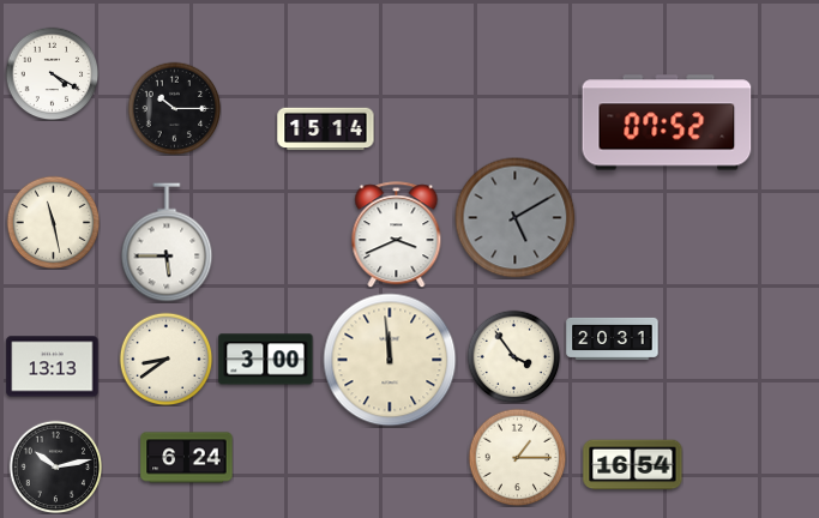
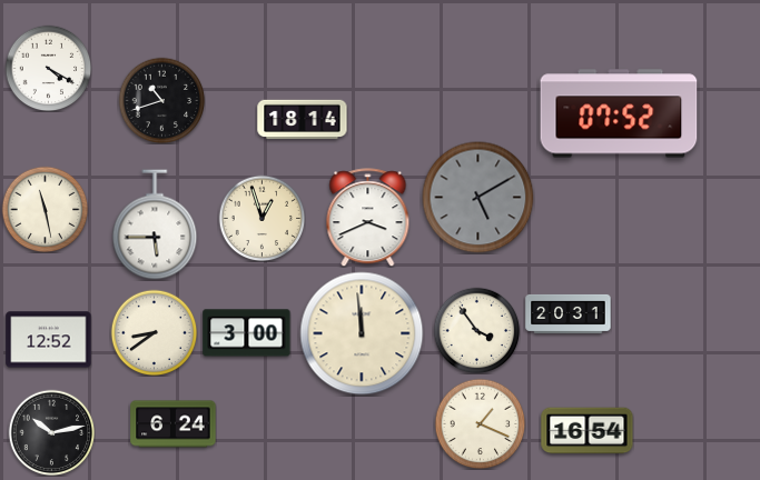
clock at (174, 108): 10:15 -> 10:42
clock at (326, 129): 15:14 -> 18:14
clock at (516, 218) position: (516, 218) -> (478, 198)
clock at (53, 222) position: (53, 222) -> (45, 209)
clock at (261, 218): none -> 12:57
clock at (53, 367): 13:13 -> 12:52
clock at (517, 457): 1:15 -> 1:19
